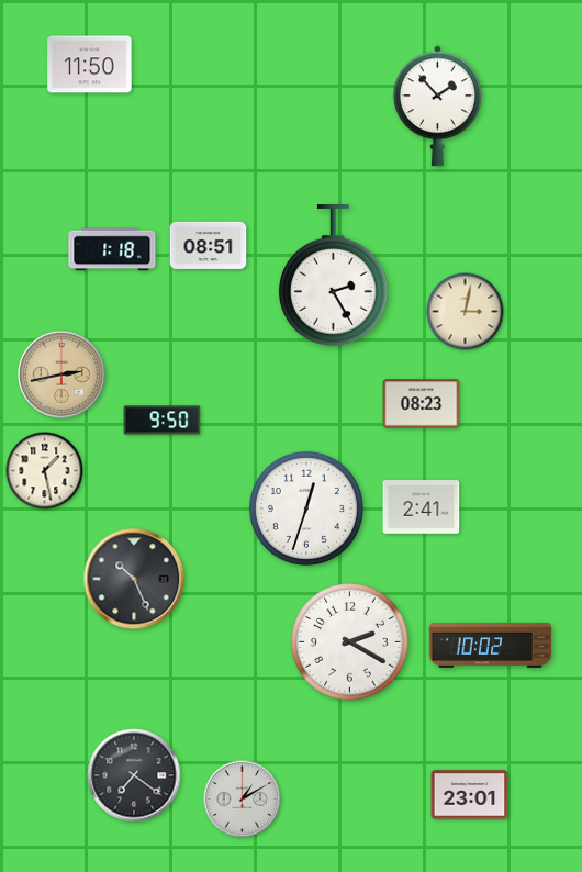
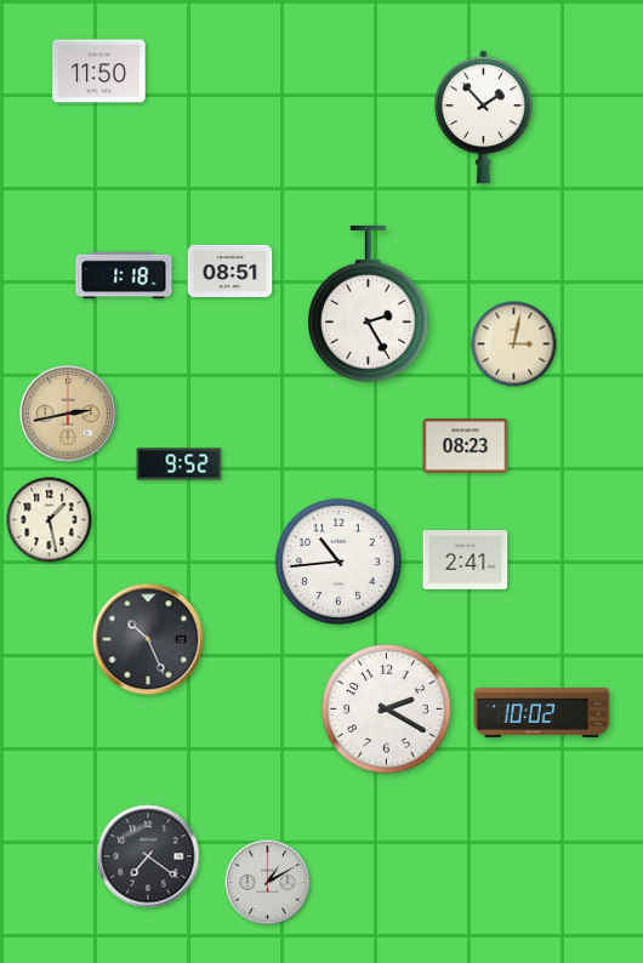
clock at (163, 421): 9:50 -> 9:52
clock at (306, 508): 12:33 -> 10:44
clock at (470, 795): 23:01 -> none
